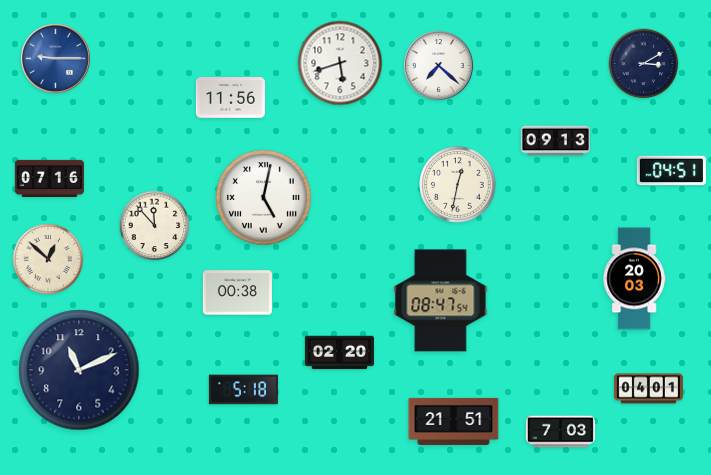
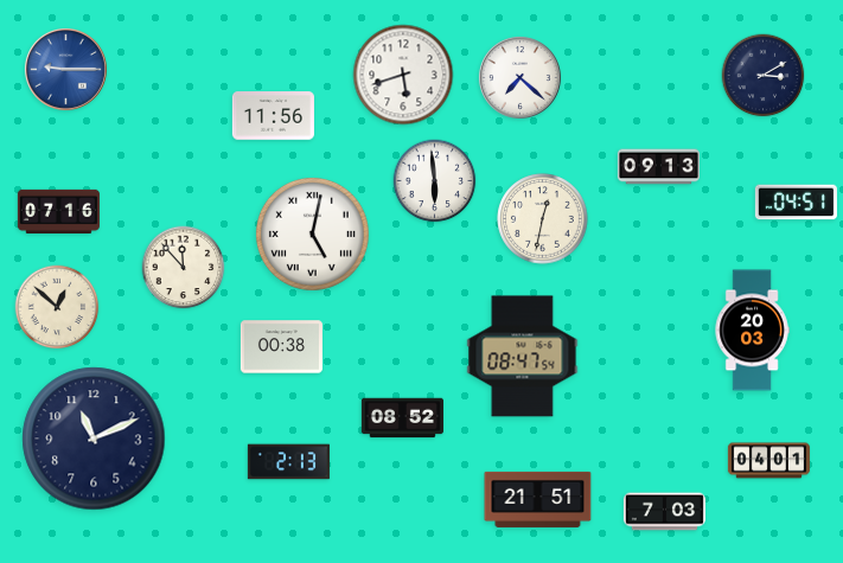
clock at (435, 181): none -> 5:59
clock at (339, 353): 02:20 -> 08:52
clock at (243, 390): 5:18 -> 2:13
